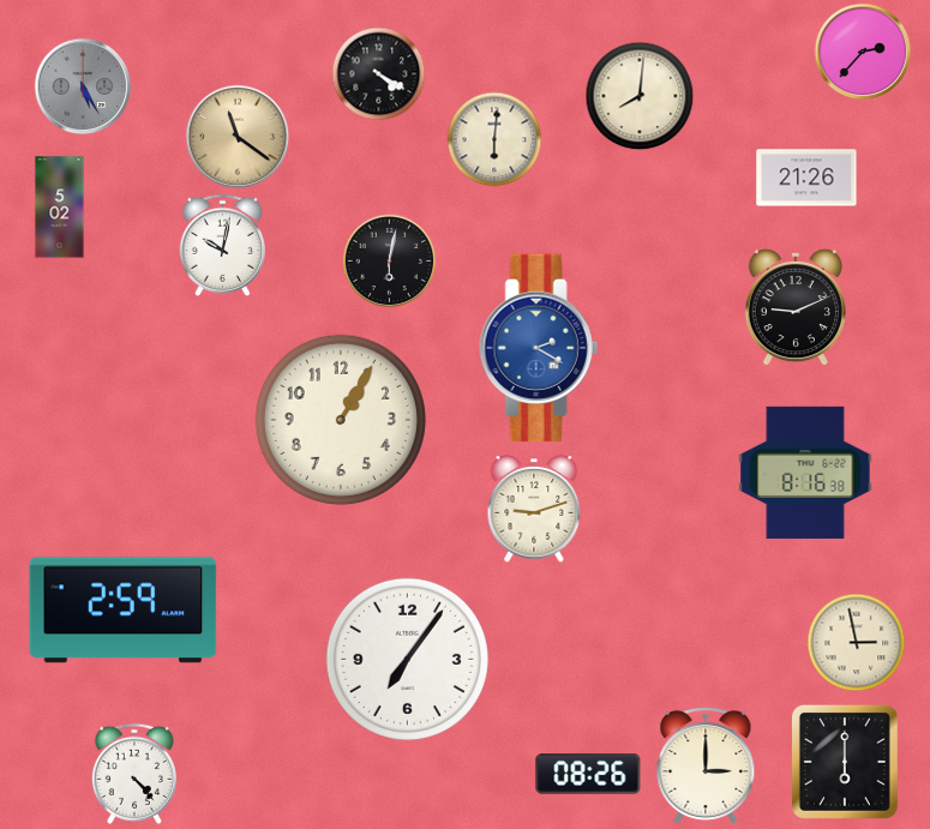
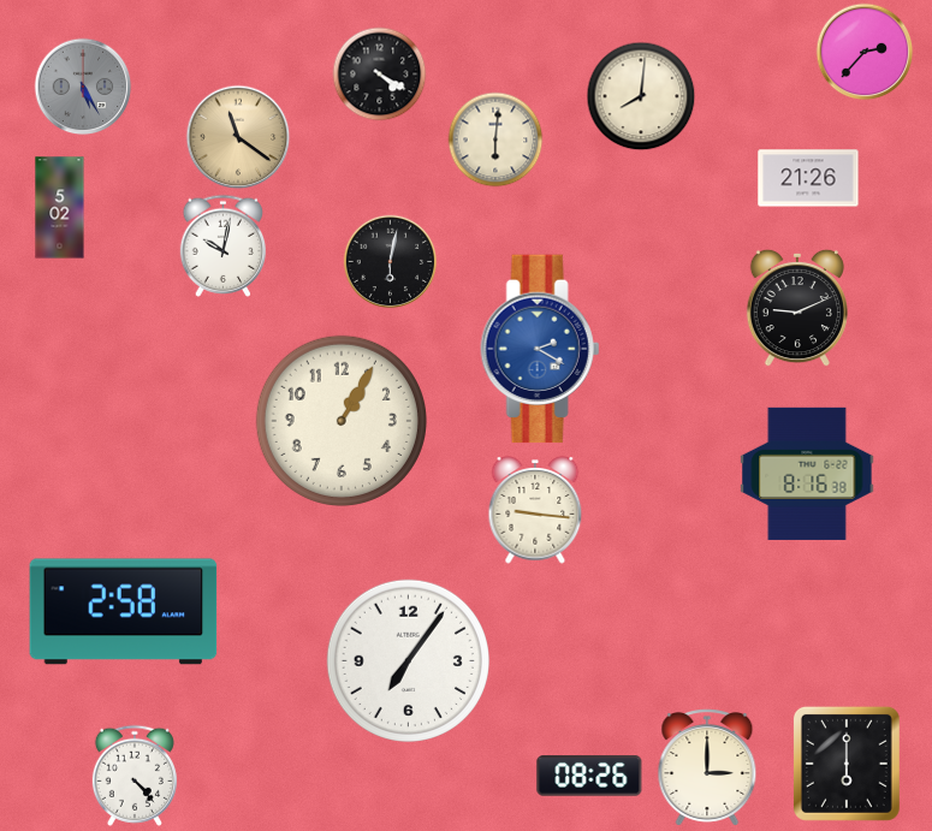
clock at (534, 509): 9:12 -> 9:16
clock at (124, 611): 2:59 -> 2:58
clock at (857, 643): 2:58 -> none
